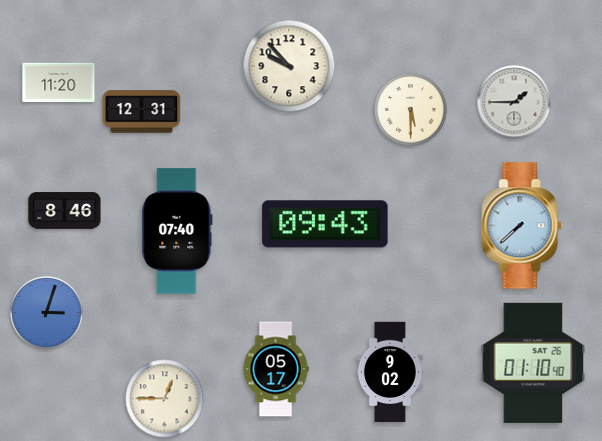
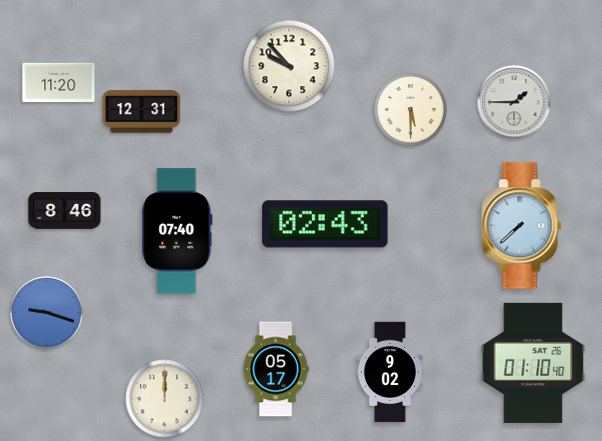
clock at (325, 224): 09:43 -> 02:43
clock at (47, 313): 3:03 -> 9:18
clock at (165, 399): 12:45 -> 12:00
